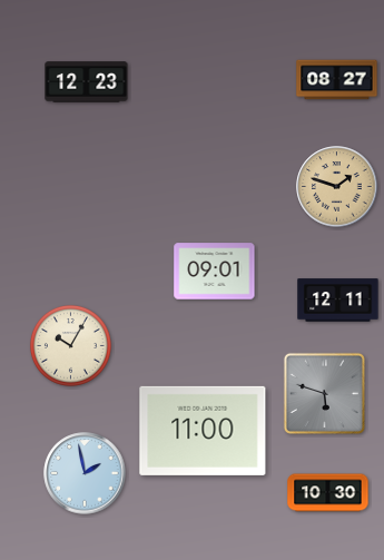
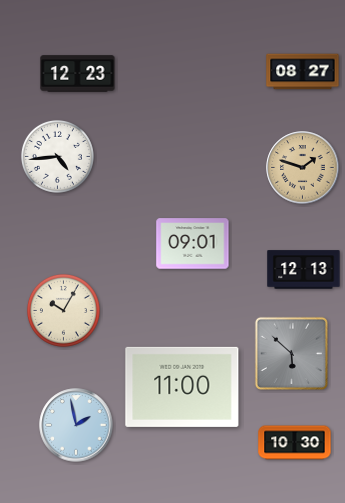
clock at (57, 156): none -> 4:44
clock at (338, 301): 12:11 -> 12:13
clock at (324, 393): 5:48 -> 5:52
